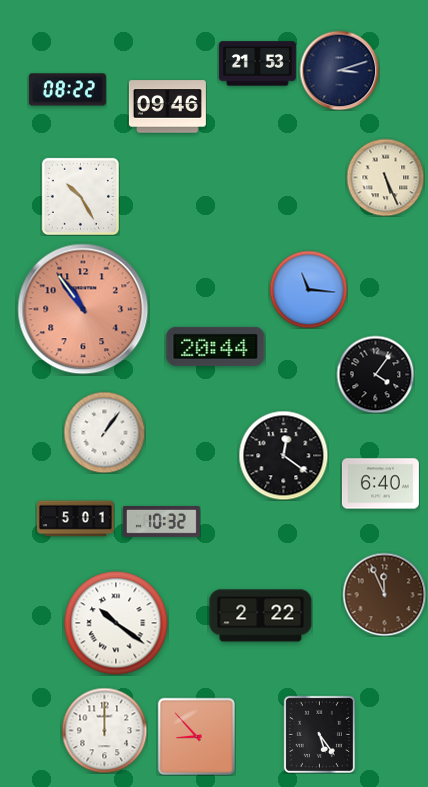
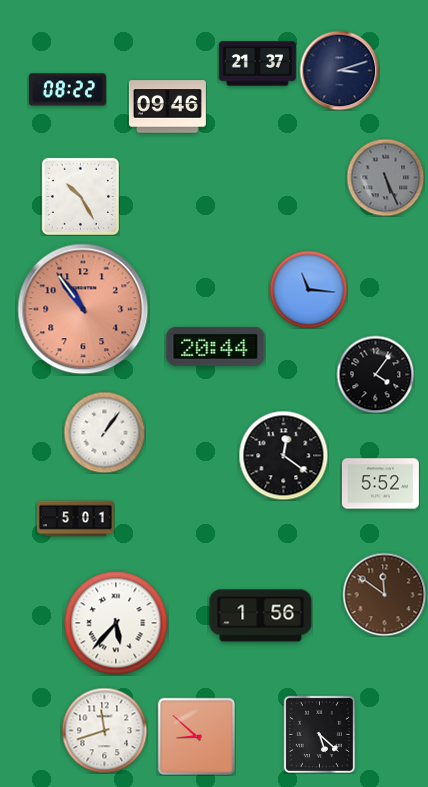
clock at (257, 64): 21:53 -> 21:37
clock at (385, 177) dial: cream -> grey
clock at (380, 484): 6:40 -> 5:52
clock at (161, 522): 10:32 -> none
clock at (384, 594): 11:56 -> 11:51
clock at (261, 616): 2:22 -> 1:56
clock at (116, 623): 10:21 -> 5:37
clock at (104, 730): 12:00 -> 11:42
clock at (319, 734): 5:24 -> 5:22
clock at (196, 736): 8:53 -> 8:52
